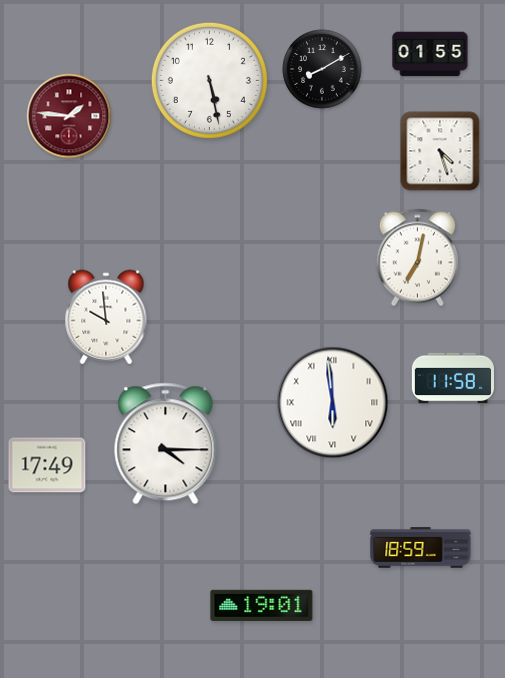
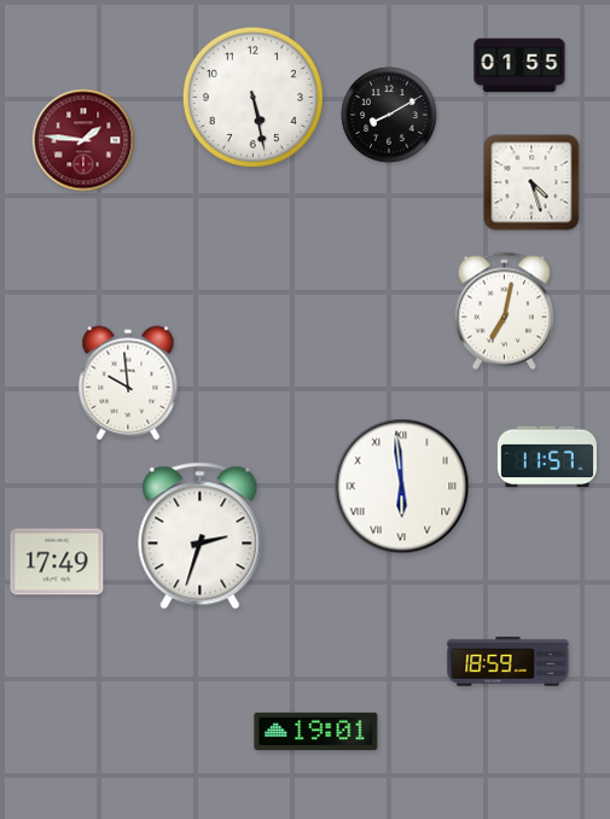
clock at (322, 69) position: (322, 69) -> (389, 115)
clock at (453, 378): 11:58 -> 11:57
clock at (166, 444): 4:15 -> 2:33
